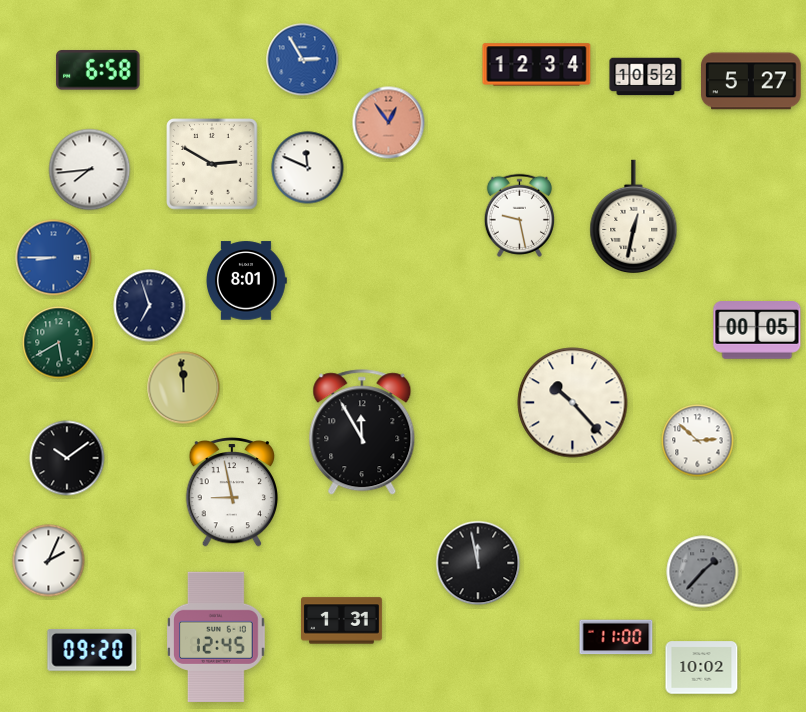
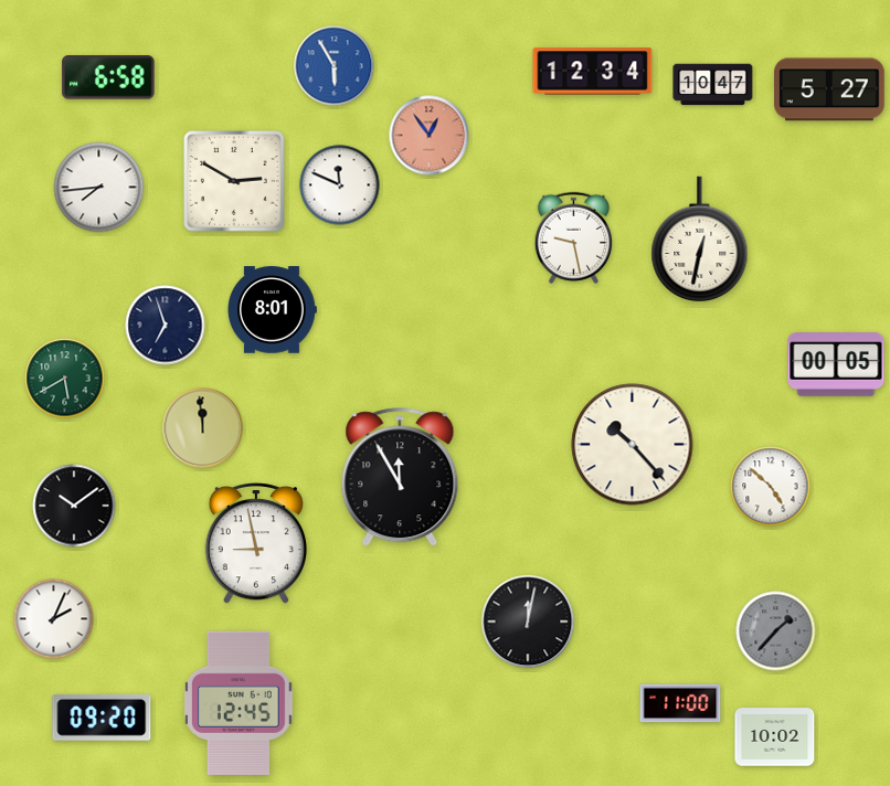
clock at (303, 60): 2:55 -> 5:55
clock at (646, 77): 10:52 -> 10:47
clock at (54, 258): 8:45 -> none
clock at (150, 306) position: (150, 306) -> (166, 326)
clock at (698, 441): 2:52 -> 4:52
clock at (478, 563): 11:58 -> 12:02
clock at (342, 621): 1:31 -> none
